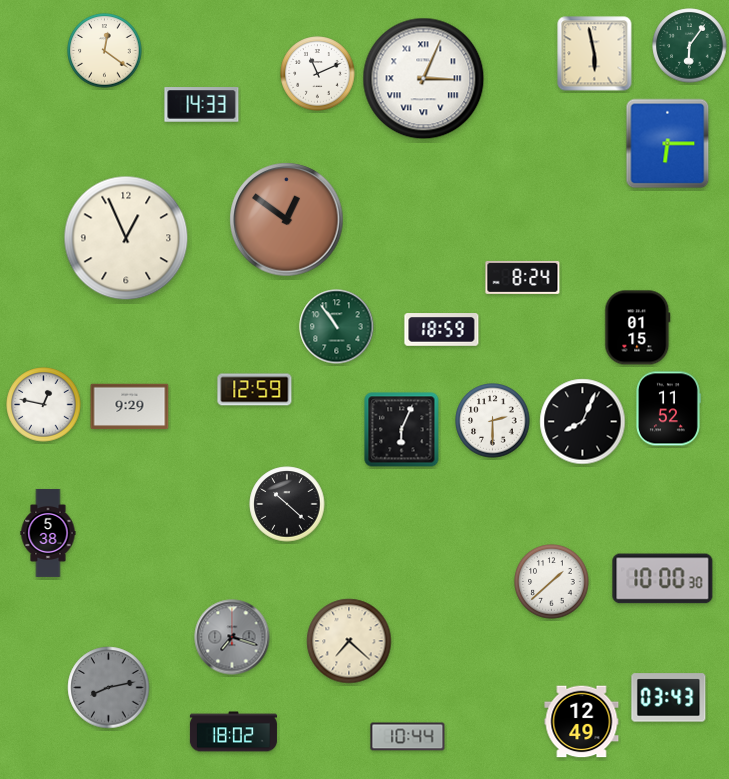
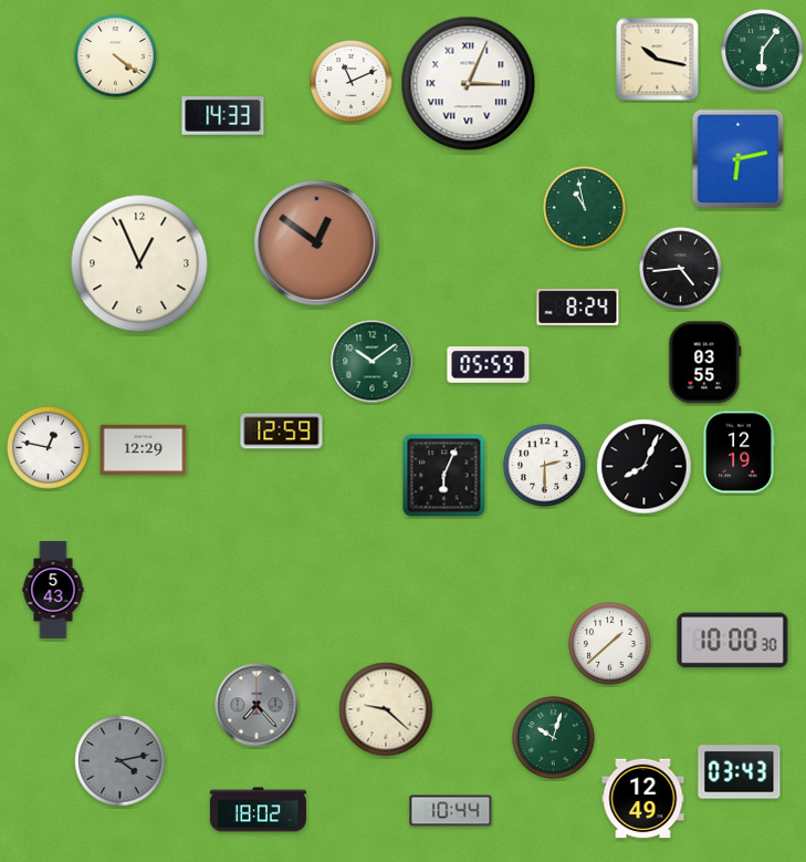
clock at (105, 51): 12:21 -> 4:21
clock at (595, 54): 5:58 -> 10:17
clock at (424, 79) position: (424, 79) -> (469, 84)
clock at (668, 144): 6:15 -> 6:13
clock at (585, 208): none -> 10:58
clock at (681, 269): none -> 4:44
clock at (337, 327): 10:54 -> 10:09
clock at (638, 328): 01:15 -> 03:55
clock at (442, 330): 18:59 -> 05:59
clock at (130, 407): 9:29 -> 12:29
clock at (668, 409): 11:52 -> 12:19
clock at (287, 504): 10:22 -> none
clock at (48, 533): 5:38 -> 5:43
clock at (232, 637): 7:18 -> 7:23
clock at (349, 641): 7:22 -> 9:22
clock at (554, 738): none -> 10:03
clock at (109, 688): 8:13 -> 4:13
clock at (408, 737) position: (408, 737) -> (451, 811)
